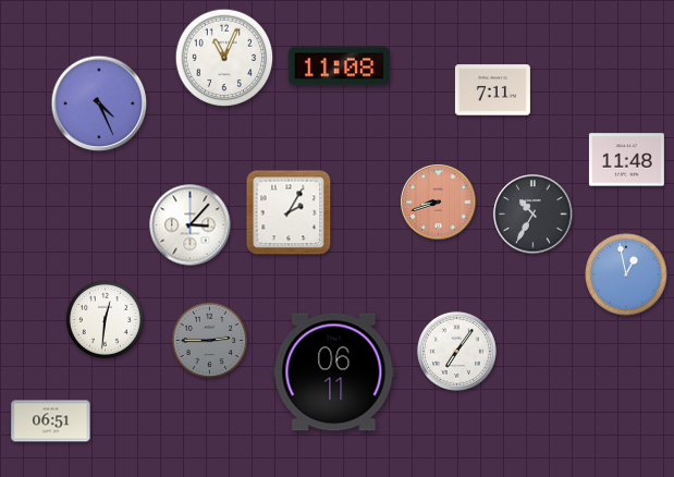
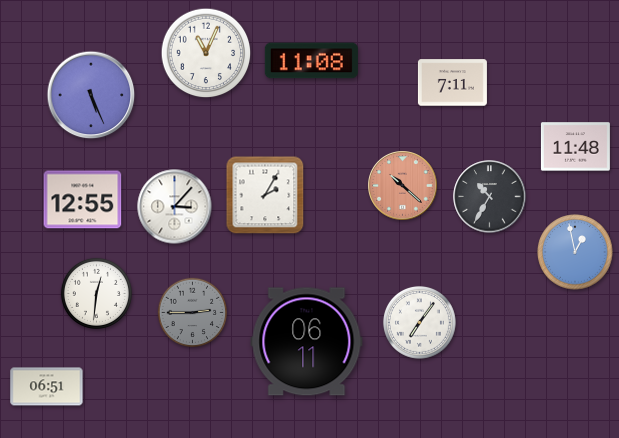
clock at (99, 103): 4:26 -> 5:26
clock at (439, 203): 8:42 -> 10:22
clock at (83, 200): none -> 12:55
